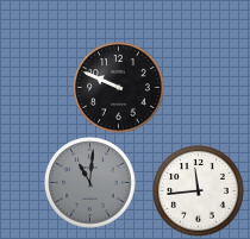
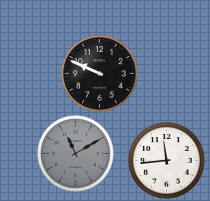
clock at (90, 183): 11:01 -> 11:10
